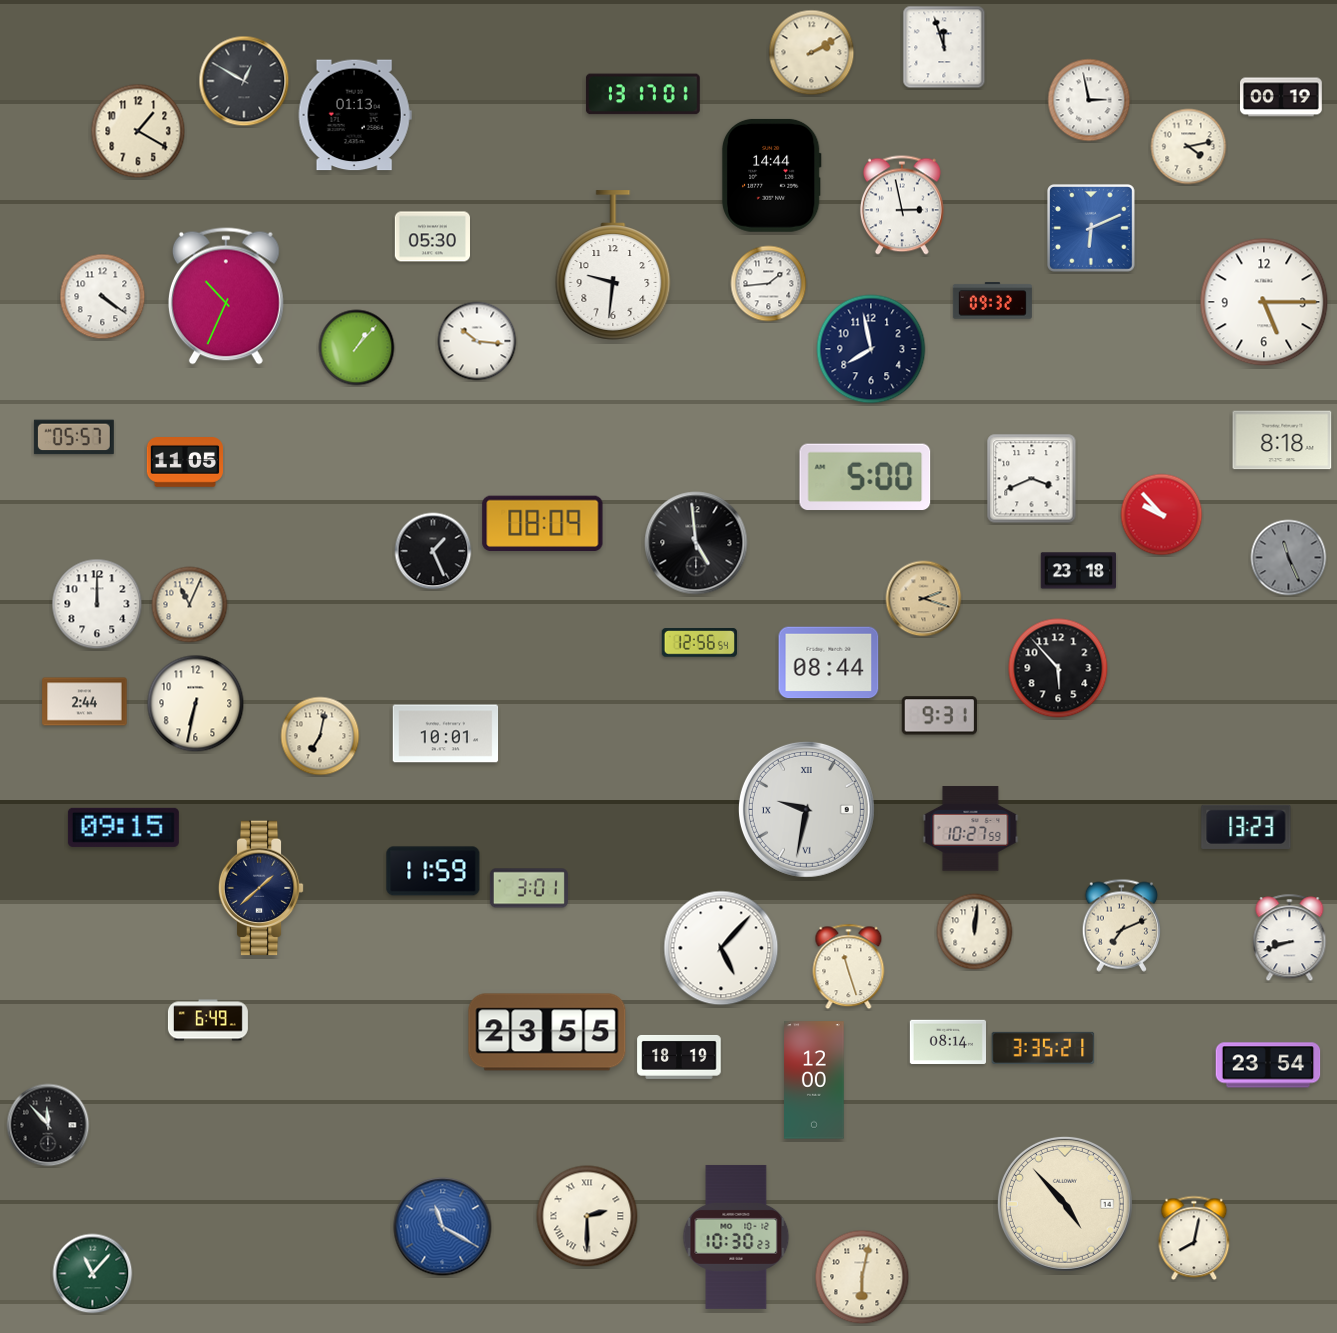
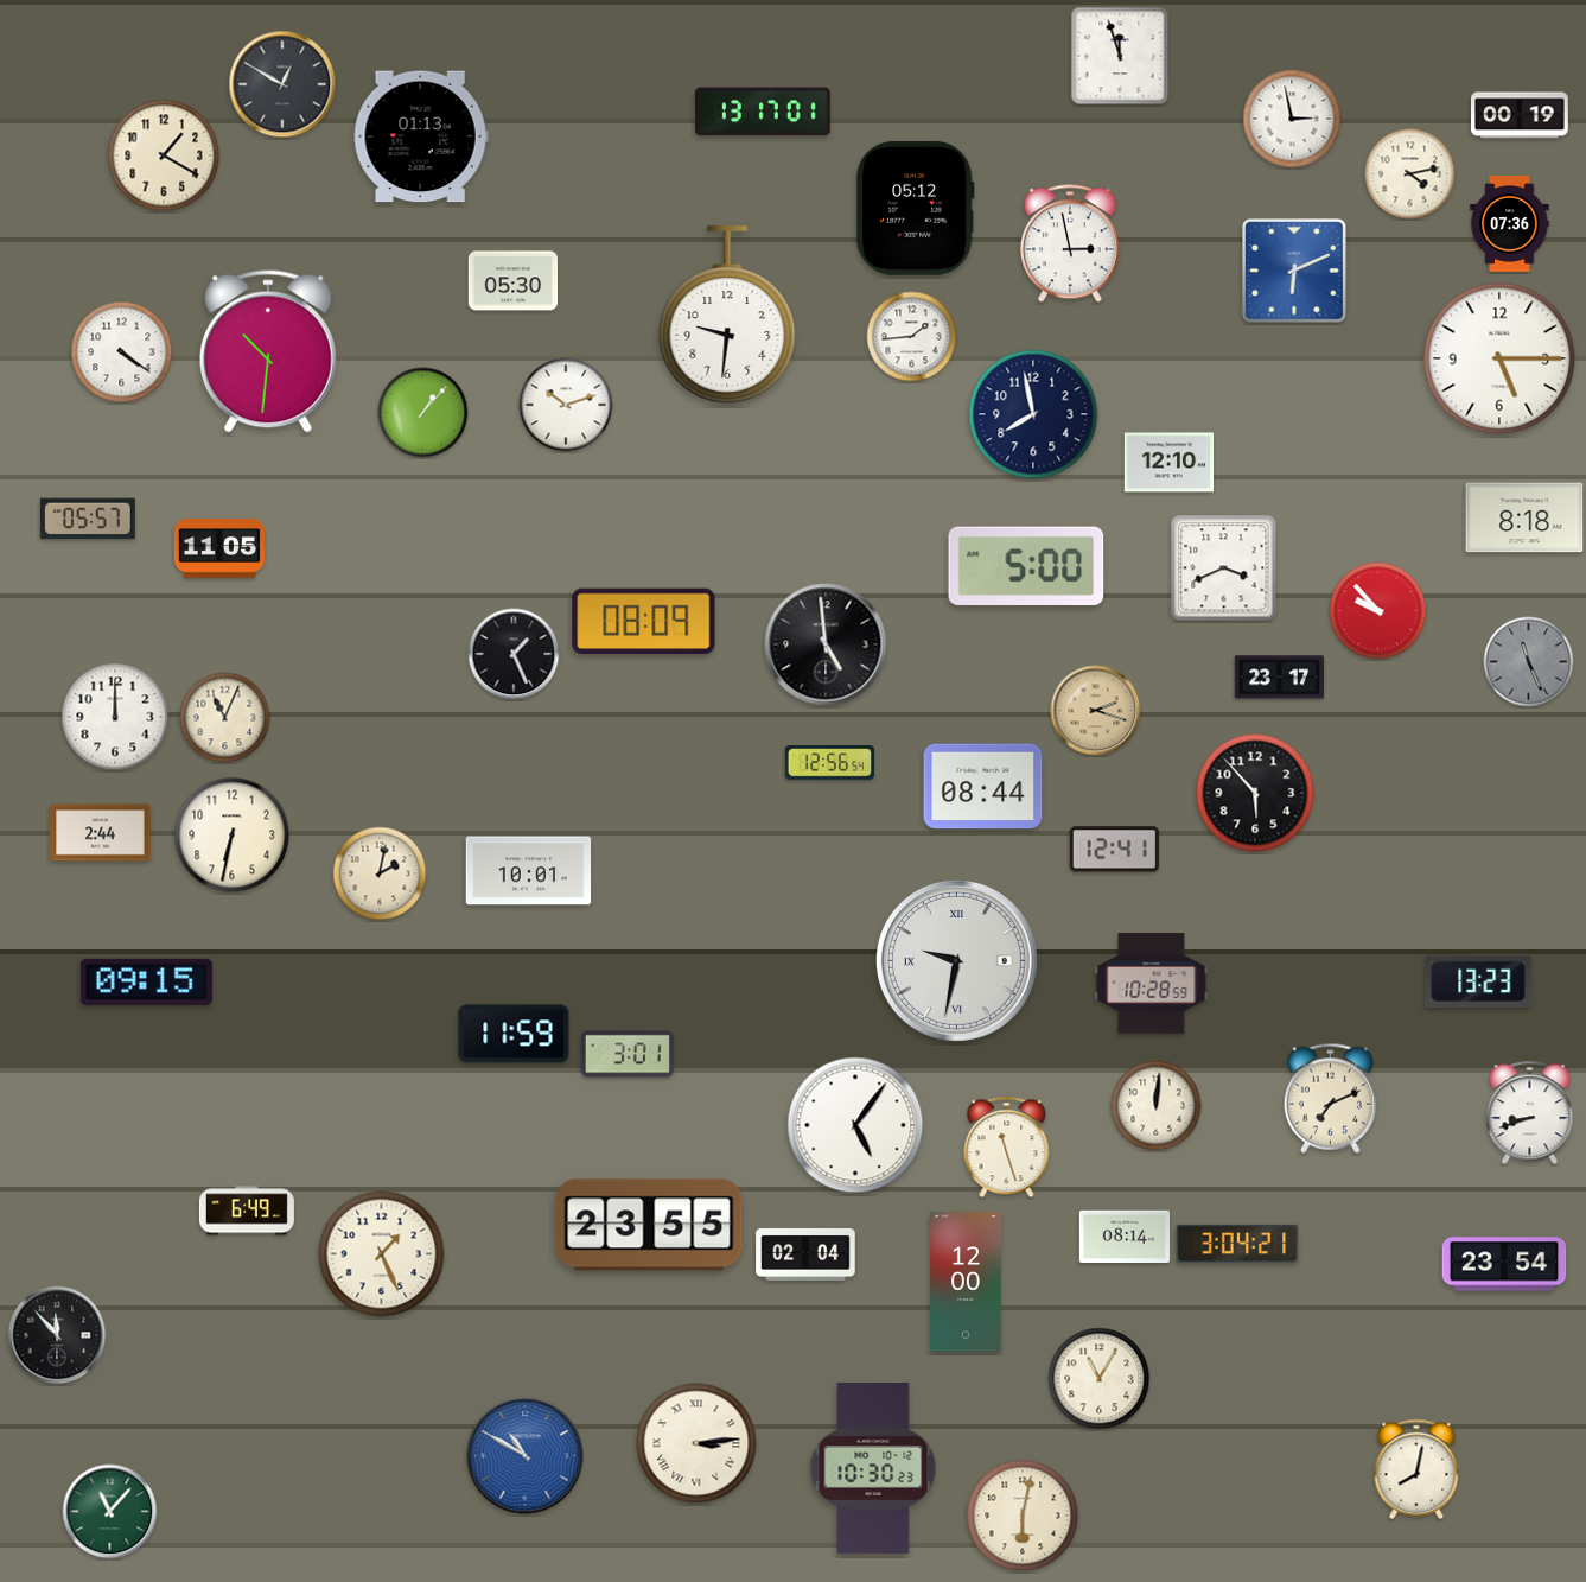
clock at (812, 53): 2:10 -> none
clock at (244, 81) position: (244, 81) -> (282, 84)
clock at (771, 175): 14:44 -> 05:12
clock at (1510, 224): none -> 07:36
clock at (226, 296): 10:34 -> 10:31
clock at (992, 301): 09:32 -> none
clock at (477, 341): 10:16 -> 10:12
clock at (1170, 463): none -> 12:10
clock at (1282, 440) position: (1282, 440) -> (1524, 517)
clock at (1078, 571): 23:18 -> 23:17
clock at (939, 716): 9:31 -> 12:41
clock at (320, 736): 7:02 -> 2:02
clock at (971, 829): 10:27 -> 10:28
clock at (261, 888): 1:38 -> none
clock at (721, 948): 5:07 -> 5:06
clock at (1043, 1048): 3:35 -> 3:04
clock at (382, 1254): none -> 1:26
clock at (679, 1057): 18:19 -> 02:04
clock at (1100, 1379): none -> 11:05
clock at (1065, 1204): 4:53 -> none
clock at (587, 1216): 2:30 -> 3:14
clock at (443, 1227): 11:20 -> 10:50
